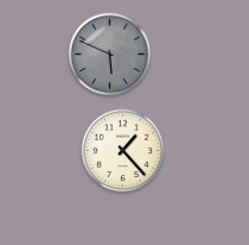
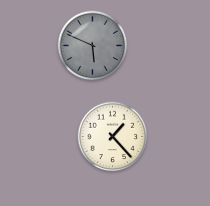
clock at (123, 151) position: (123, 151) -> (113, 137)
